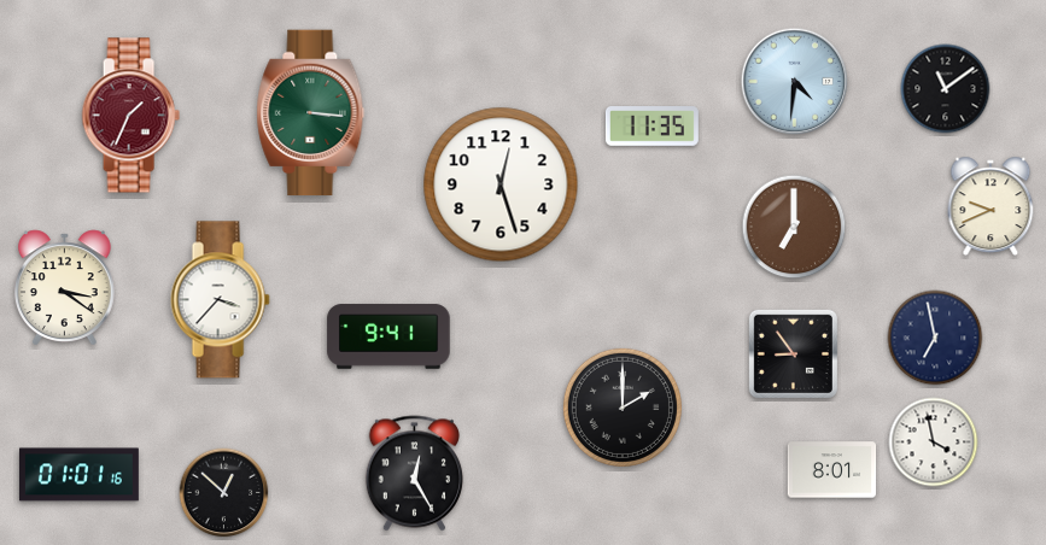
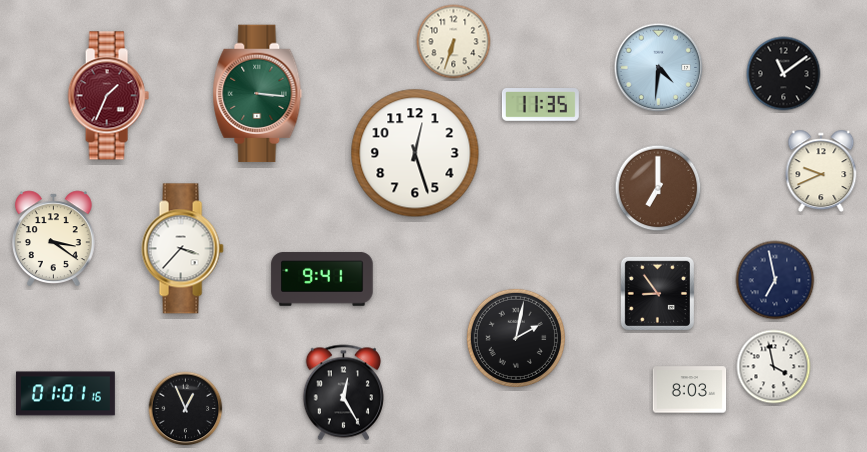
clock at (454, 42): none -> 6:33
clock at (623, 408): 2:00 -> 2:02
clock at (832, 470): 8:01 -> 8:03
clock at (224, 493): 12:52 -> 12:56
